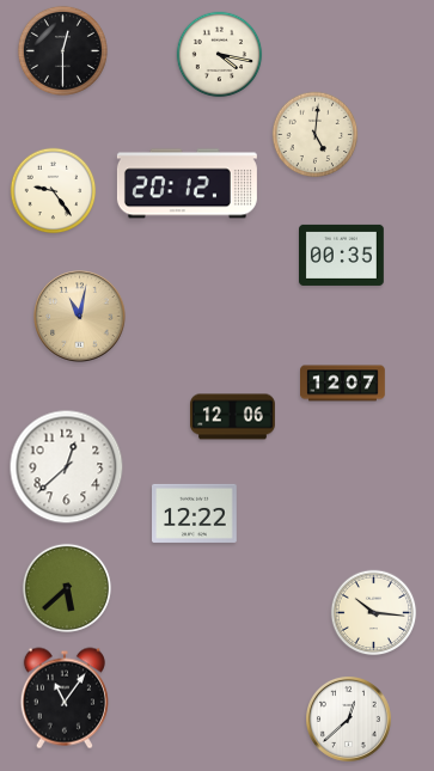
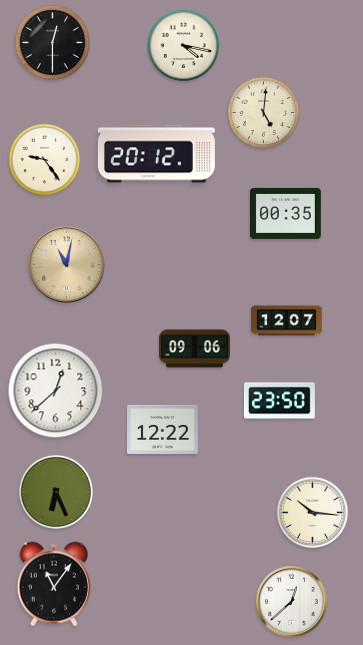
clock at (233, 417): 12:06 -> 09:06
clock at (279, 401): none -> 23:50
clock at (67, 588): 5:38 -> 6:26
